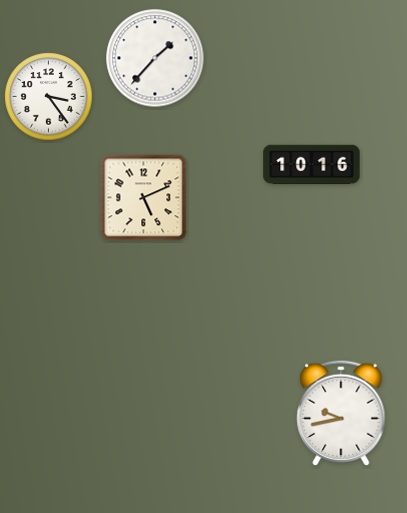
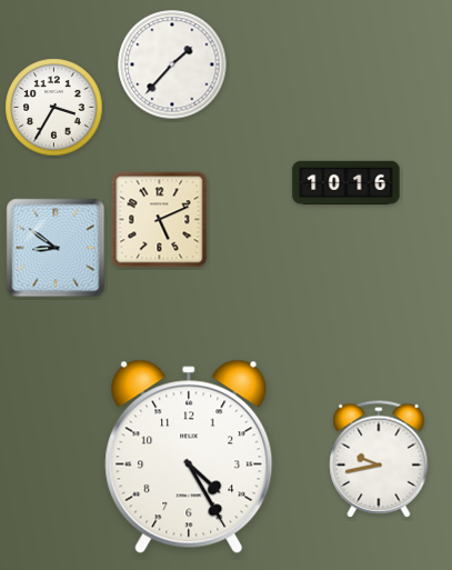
clock at (49, 97): 3:24 -> 3:35
clock at (56, 248): none -> 8:51
clock at (189, 457): none -> 4:25
